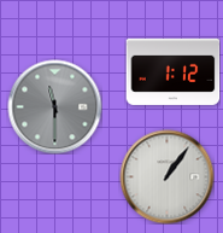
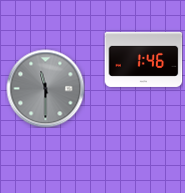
clock at (172, 71): 1:12 -> 1:46
clock at (166, 176): 1:06 -> none
